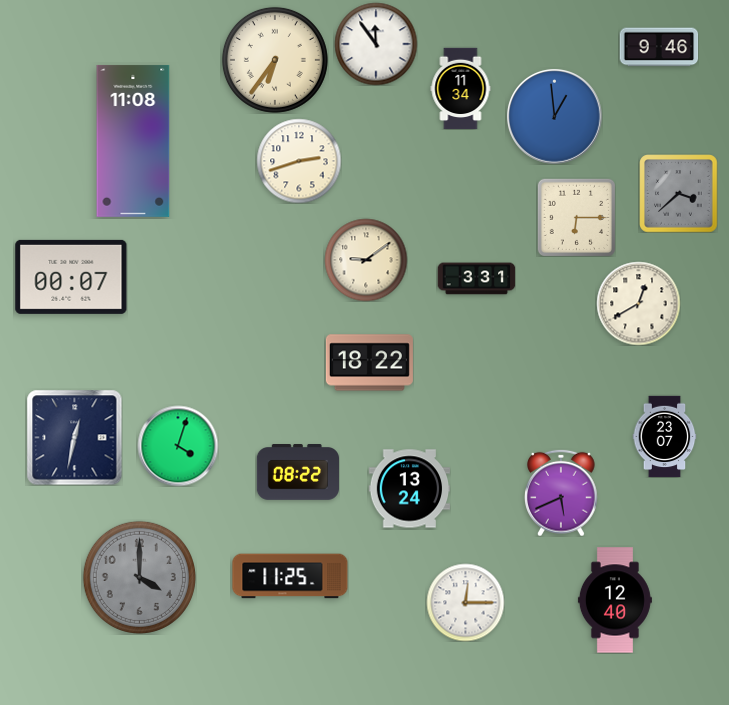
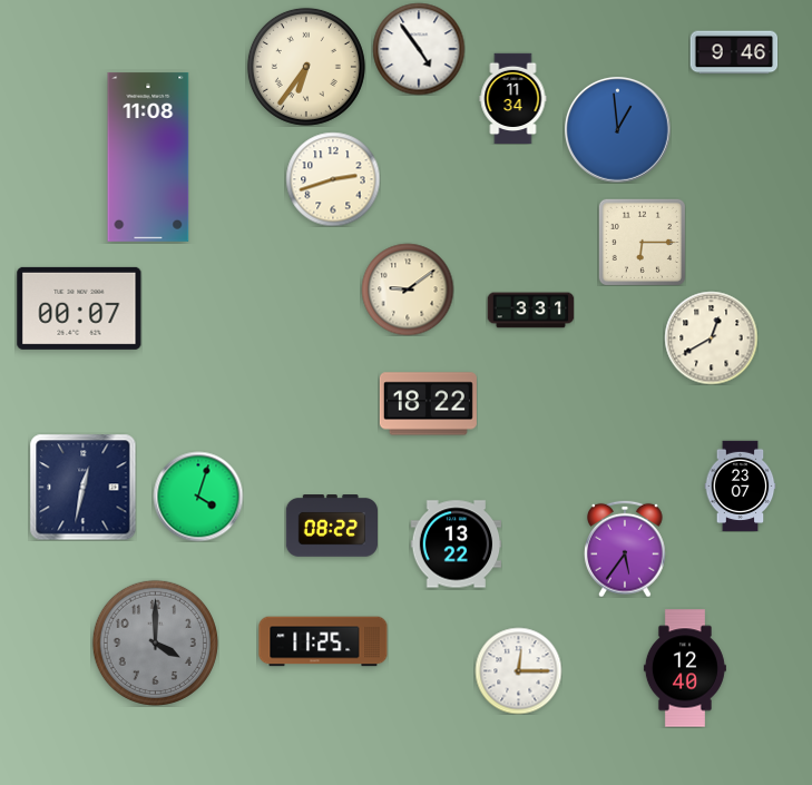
clock at (376, 44): 11:54 -> 4:54
clock at (678, 193): 3:38 -> none
clock at (369, 363) position: (369, 363) -> (428, 404)
clock at (409, 489): 13:24 -> 13:22
clock at (561, 493): 5:41 -> 5:36
